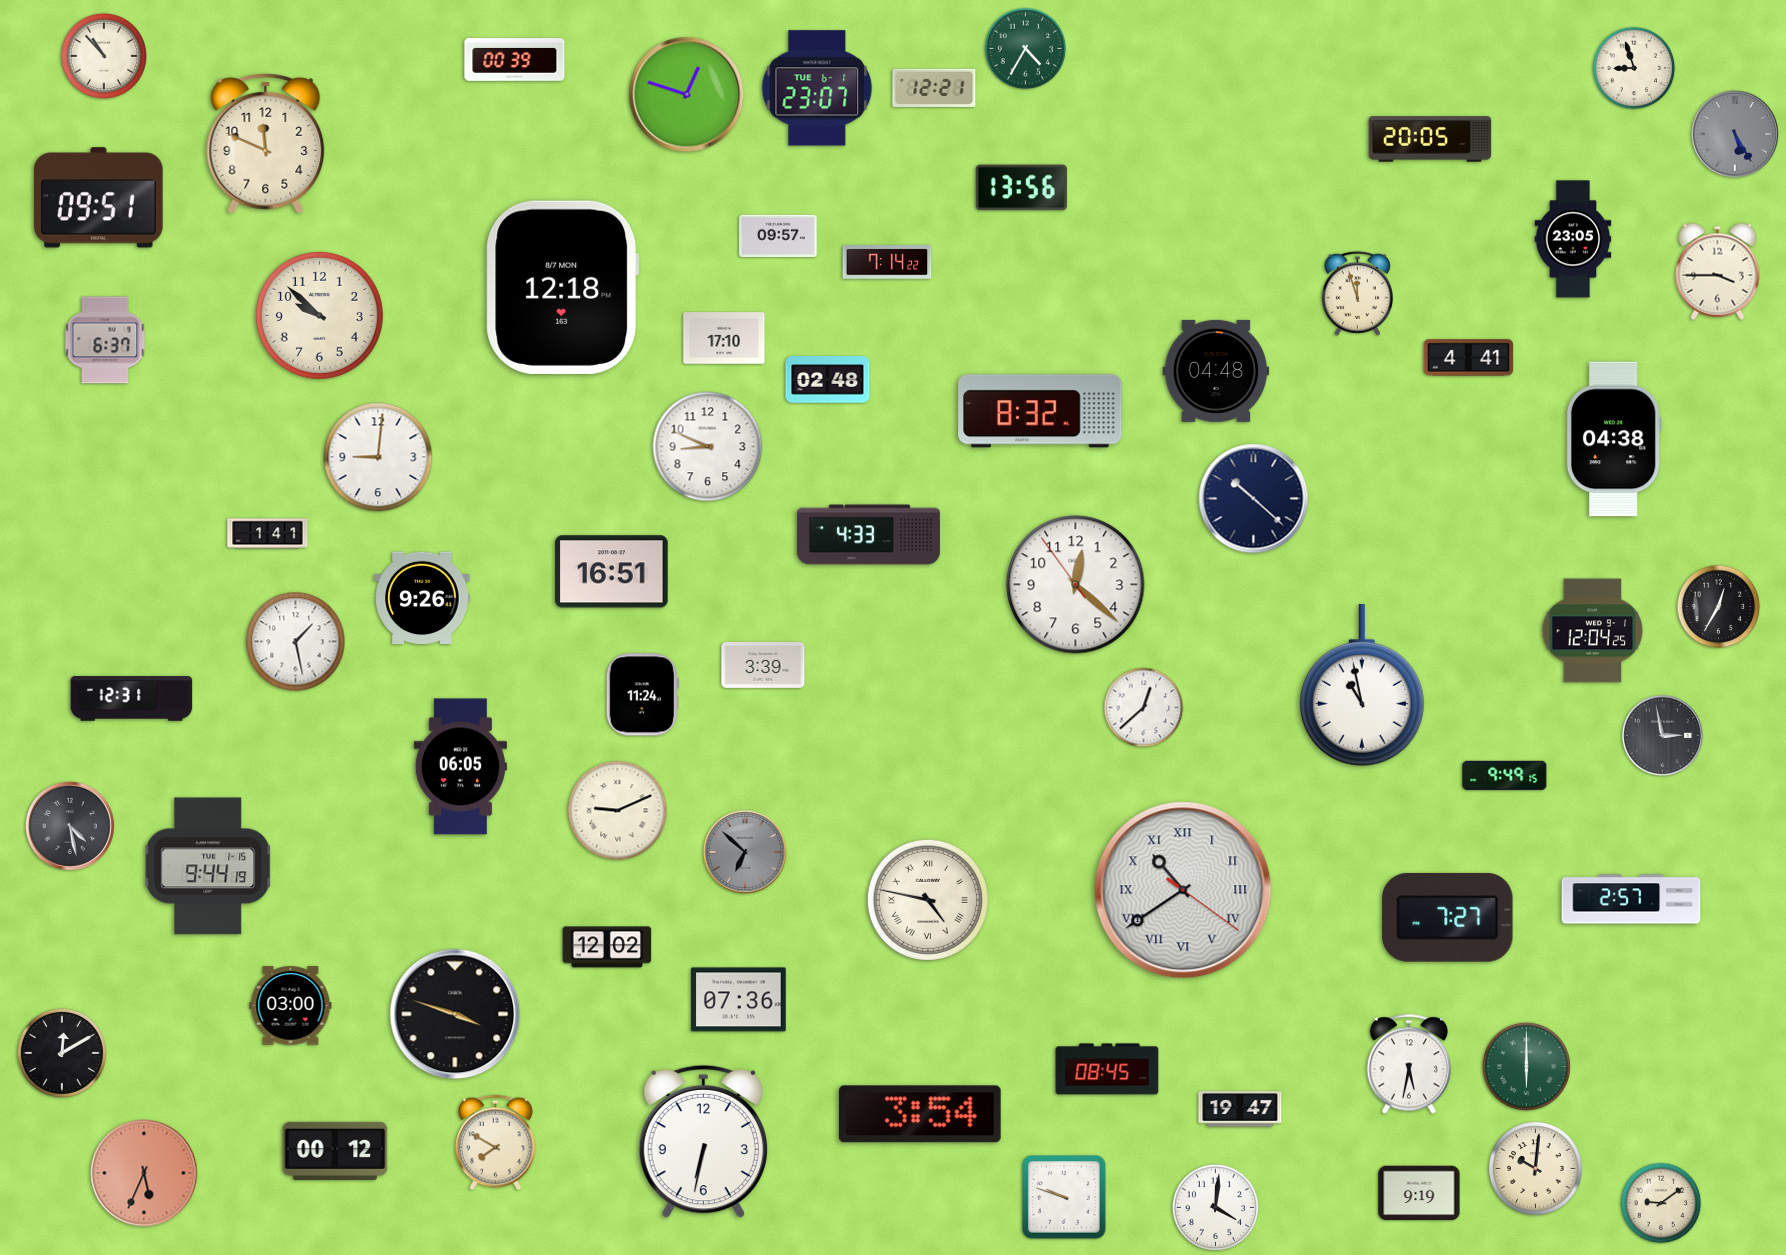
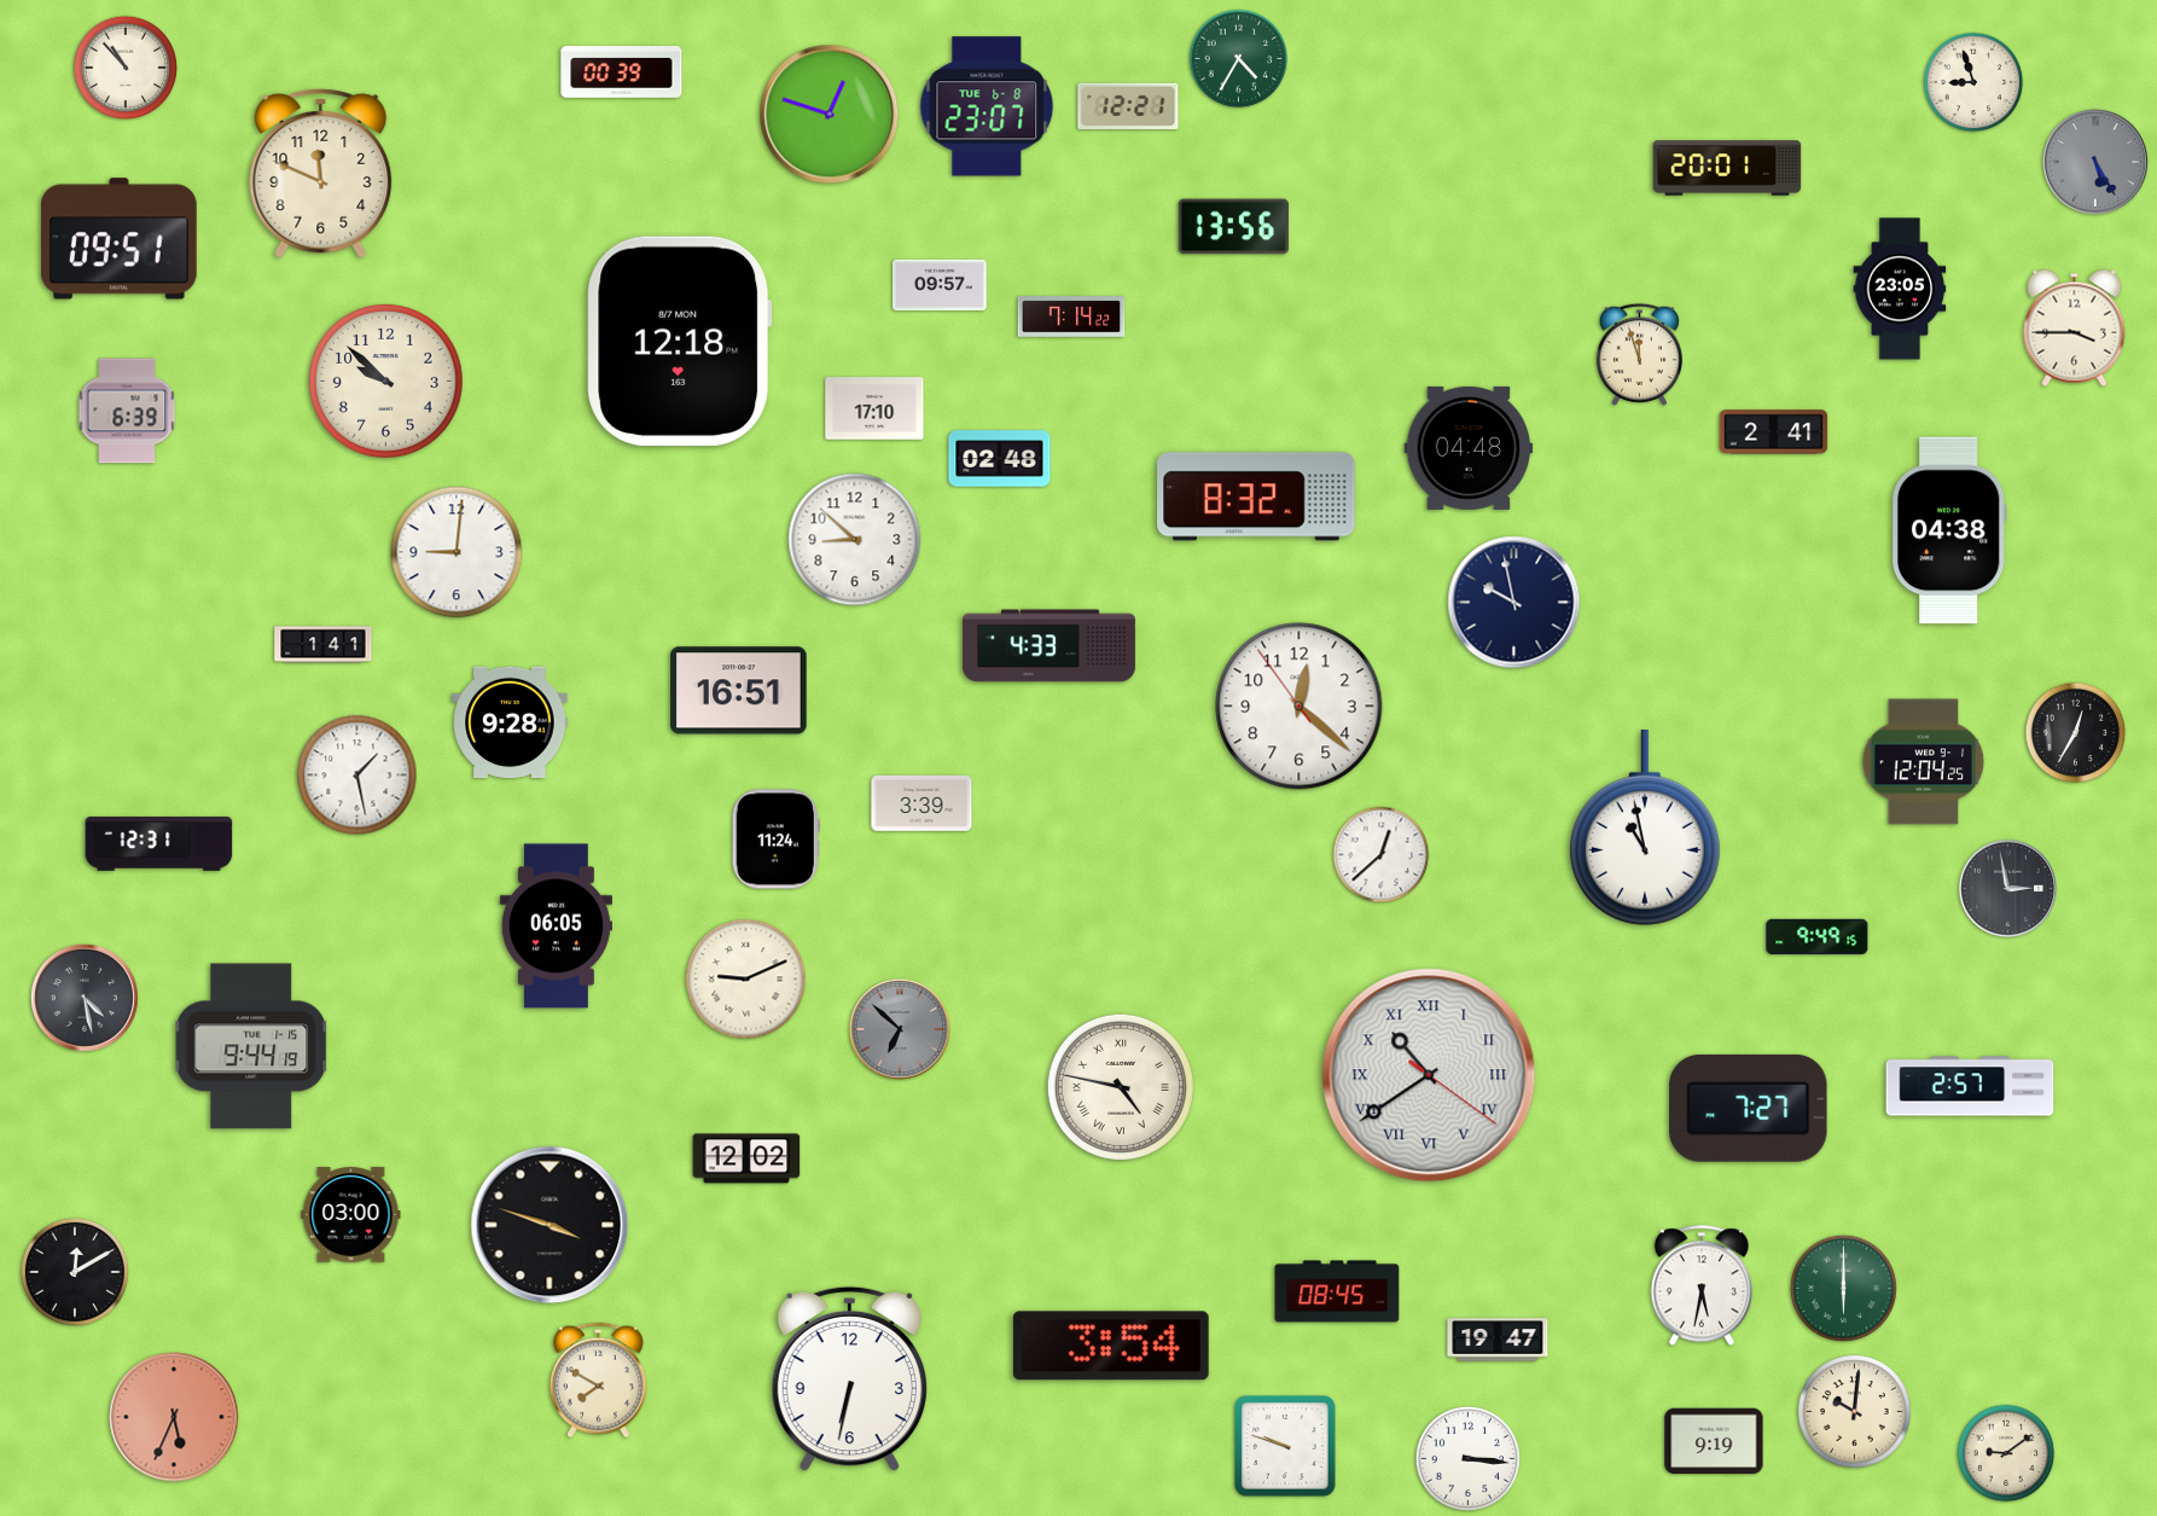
clock at (817, 88) date: TUE 6-1 -> TUE 6-8
clock at (1430, 139): 20:05 -> 20:01
clock at (563, 287) position: (563, 287) -> (680, 341)
clock at (105, 340): 6:37 -> 6:39
clock at (1469, 358): 4:41 -> 2:41
clock at (708, 447): 8:49 -> 8:52
clock at (1254, 499): 10:22 -> 9:58
clock at (422, 598): 9:26 -> 9:28
clock at (607, 947) position: (607, 947) -> (746, 1158)
clock at (739, 1000): 07:36 -> none
clock at (335, 1151): 00:12 -> none
clock at (1215, 1207): 4:01 -> 3:16
